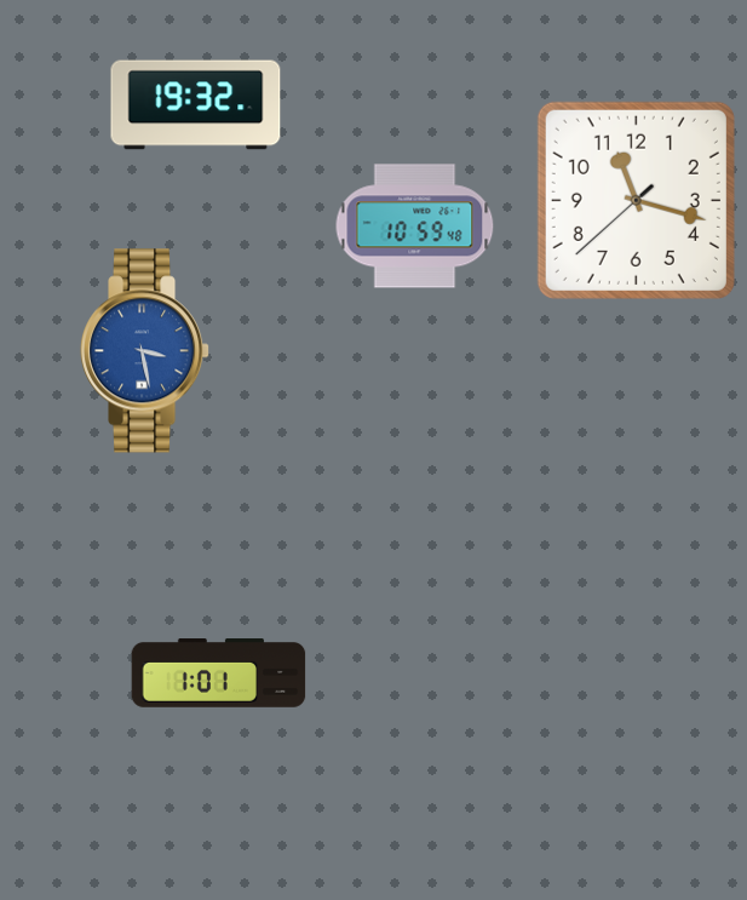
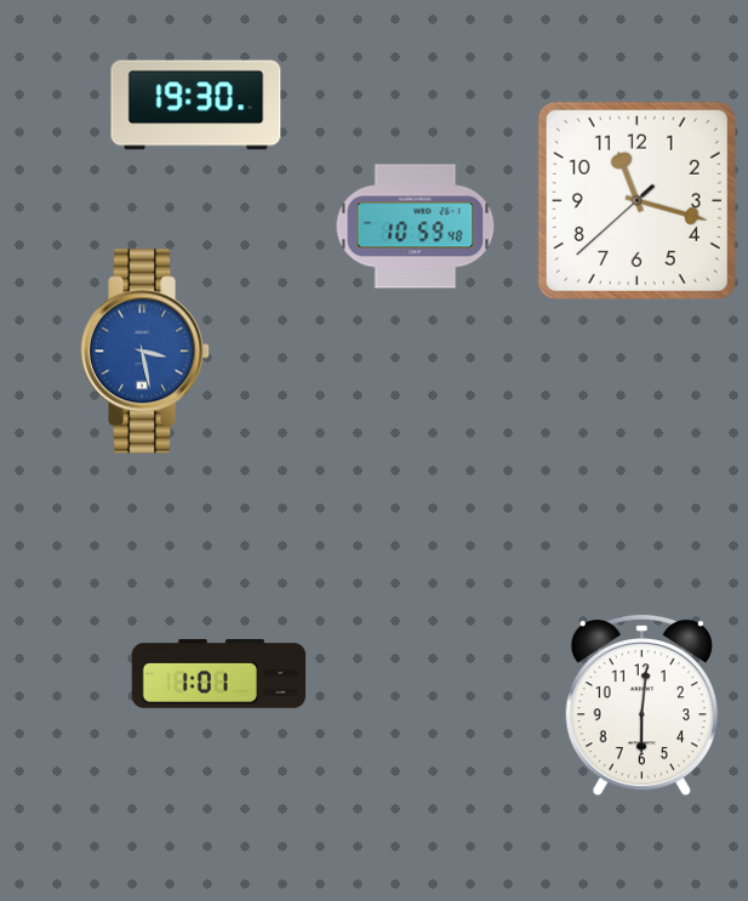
clock at (196, 105): 19:32 -> 19:30
clock at (641, 705): none -> 6:01
